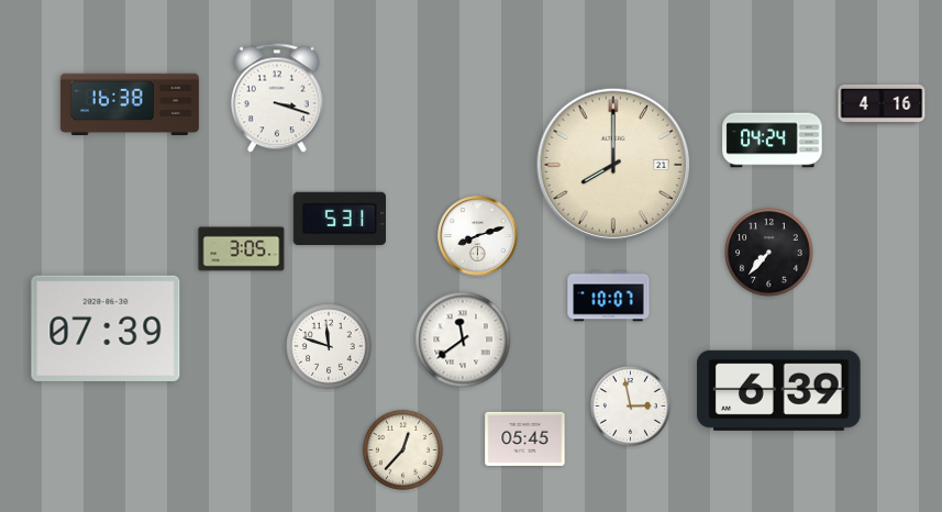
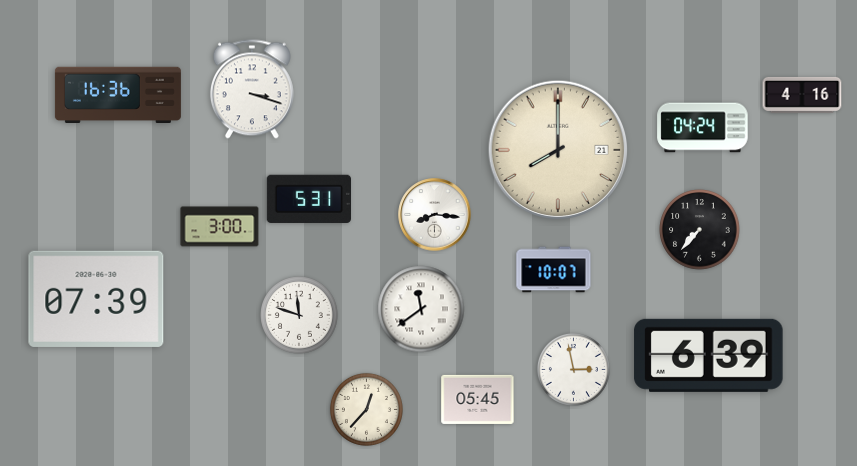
clock at (130, 104): 16:38 -> 16:36
clock at (478, 236): 8:12 -> 8:16
clock at (242, 249): 3:05 -> 3:00
